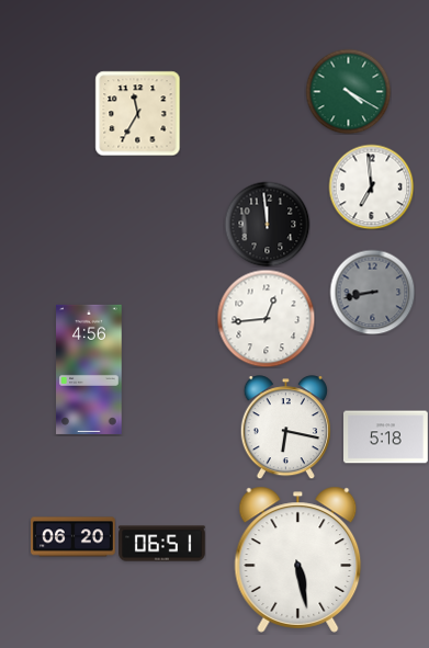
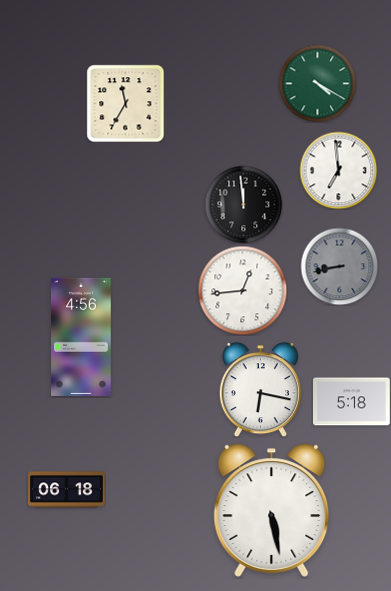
clock at (386, 437) position: (386, 437) -> (352, 402)
clock at (74, 537): 06:20 -> 06:18
clock at (162, 544): 06:51 -> none
